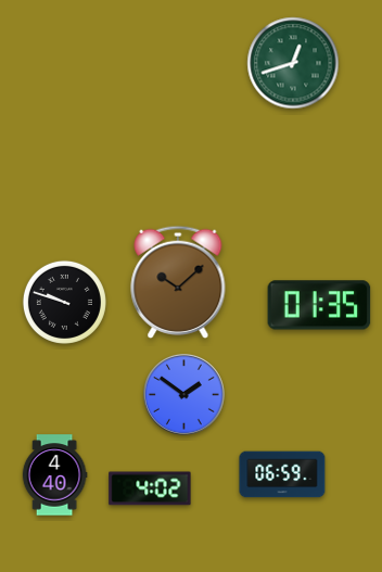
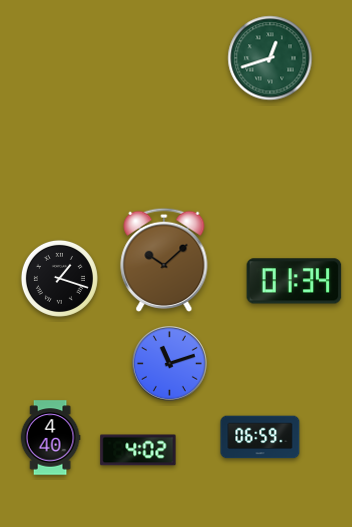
clock at (64, 302): 9:48 -> 1:18
clock at (319, 305): 01:35 -> 01:34
clock at (184, 395): 1:51 -> 11:12
